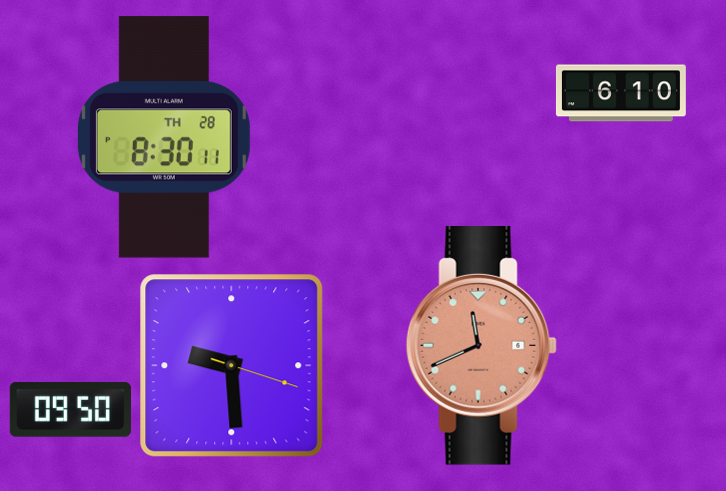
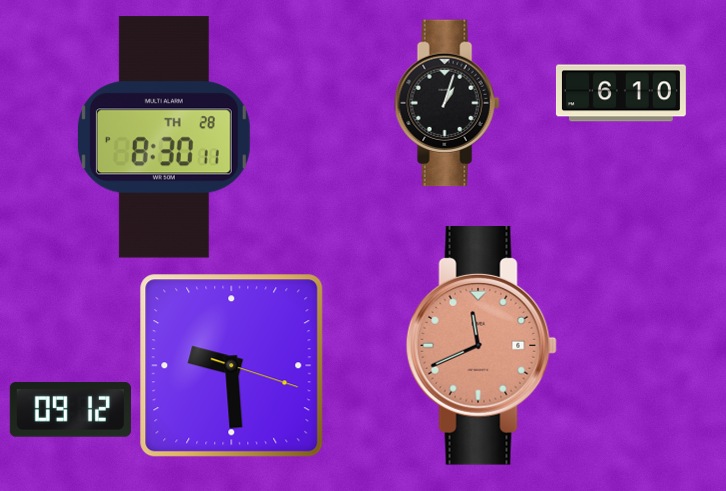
clock at (447, 103): none -> 1:03
clock at (70, 410): 09:50 -> 09:12
